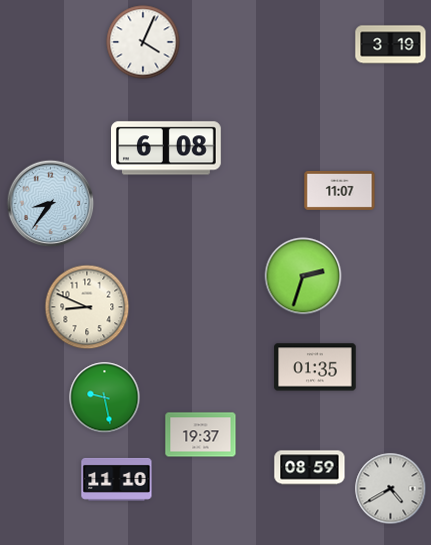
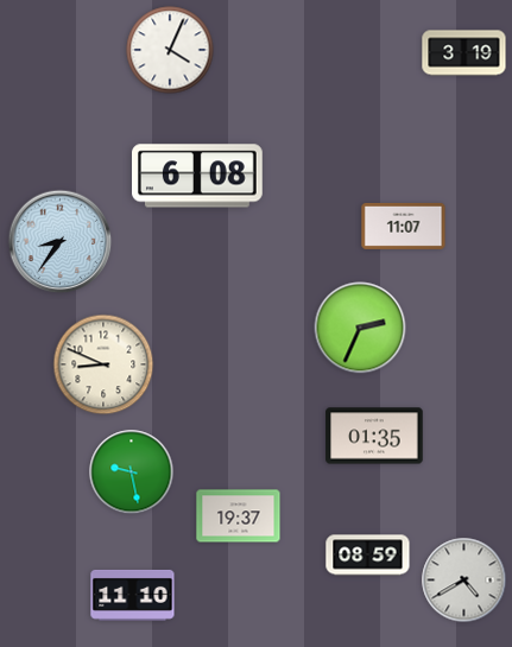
clock at (303, 276): 2:33 -> 2:34
clock at (105, 398) position: (105, 398) -> (132, 472)
clock at (117, 479) position: (117, 479) -> (133, 595)
